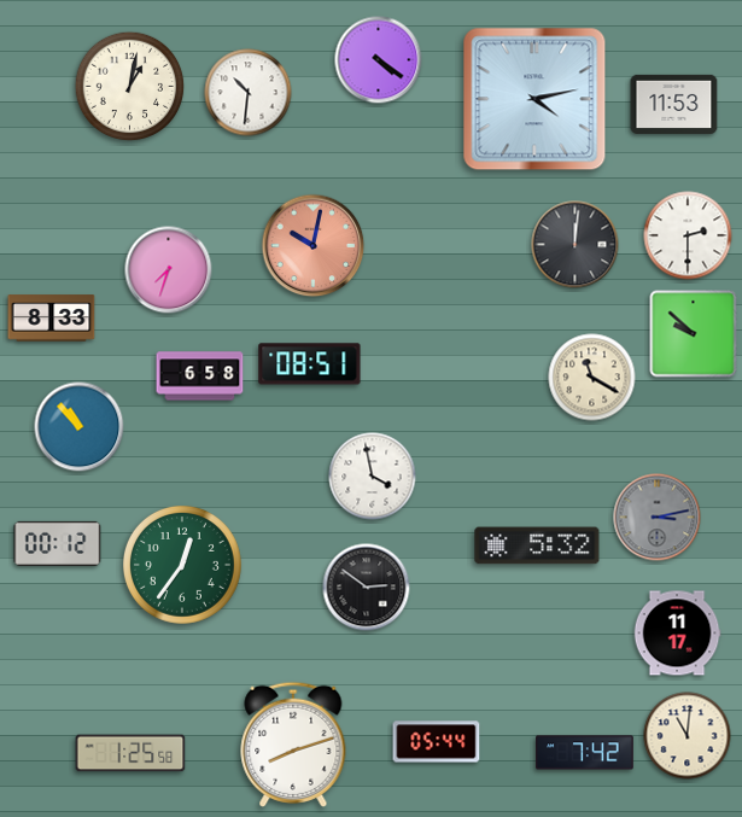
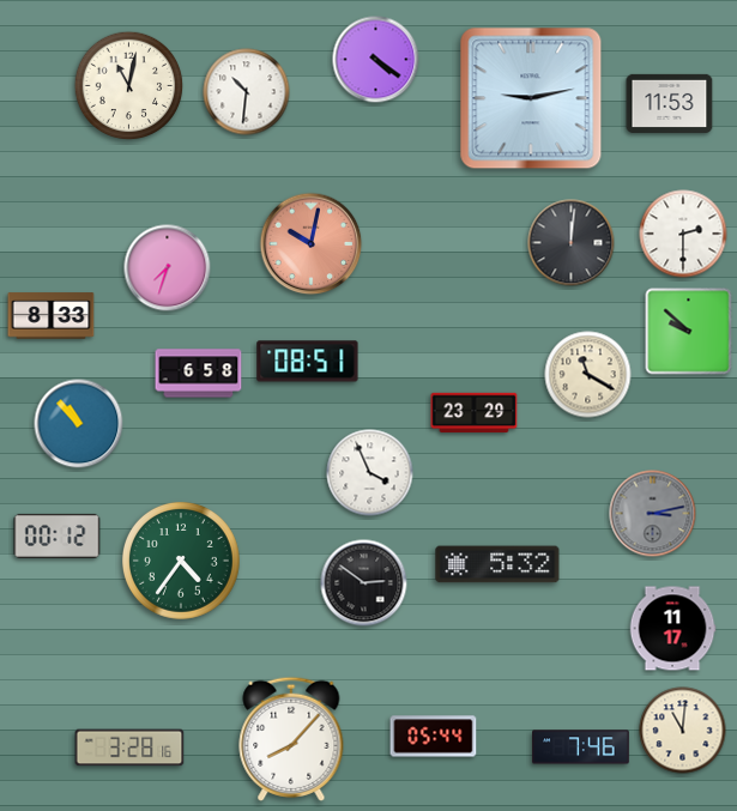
clock at (130, 87): 1:02 -> 11:02
clock at (534, 99): 4:13 -> 9:13
clock at (475, 413): none -> 23:29
clock at (373, 477): 3:58 -> 3:56
clock at (58, 543) position: (58, 543) -> (58, 535)
clock at (537, 545) position: (537, 545) -> (497, 564)
clock at (183, 566): 12:36 -> 4:36
clock at (293, 745): 8:12 -> 8:07
clock at (130, 753): 1:25 -> 3:28
clock at (585, 753): 7:42 -> 7:46
